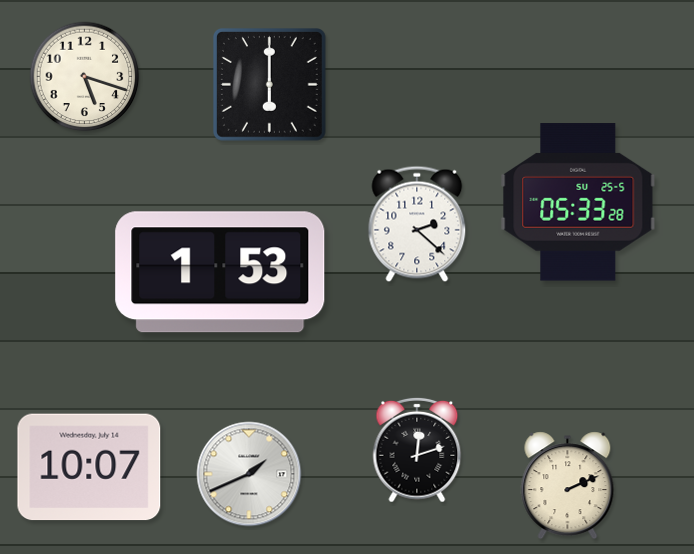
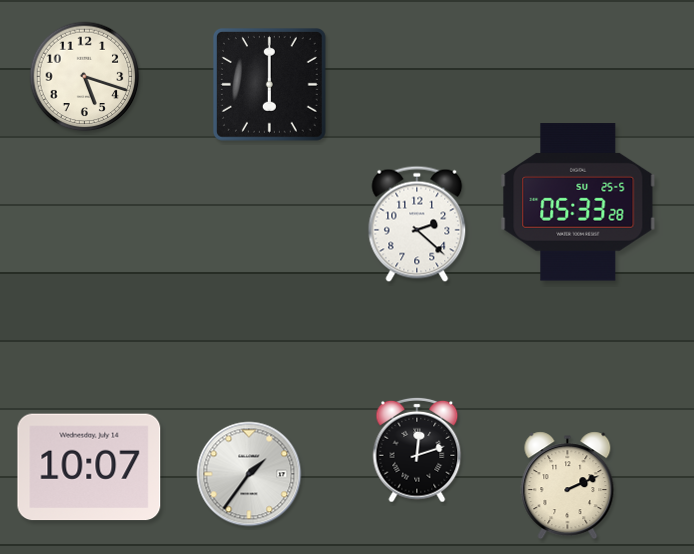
clock at (220, 272): 1:53 -> none
clock at (249, 474): 1:41 -> 1:36
